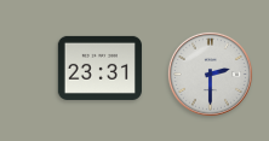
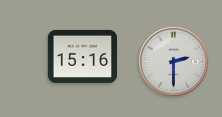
clock at (99, 67): 23:31 -> 15:16
